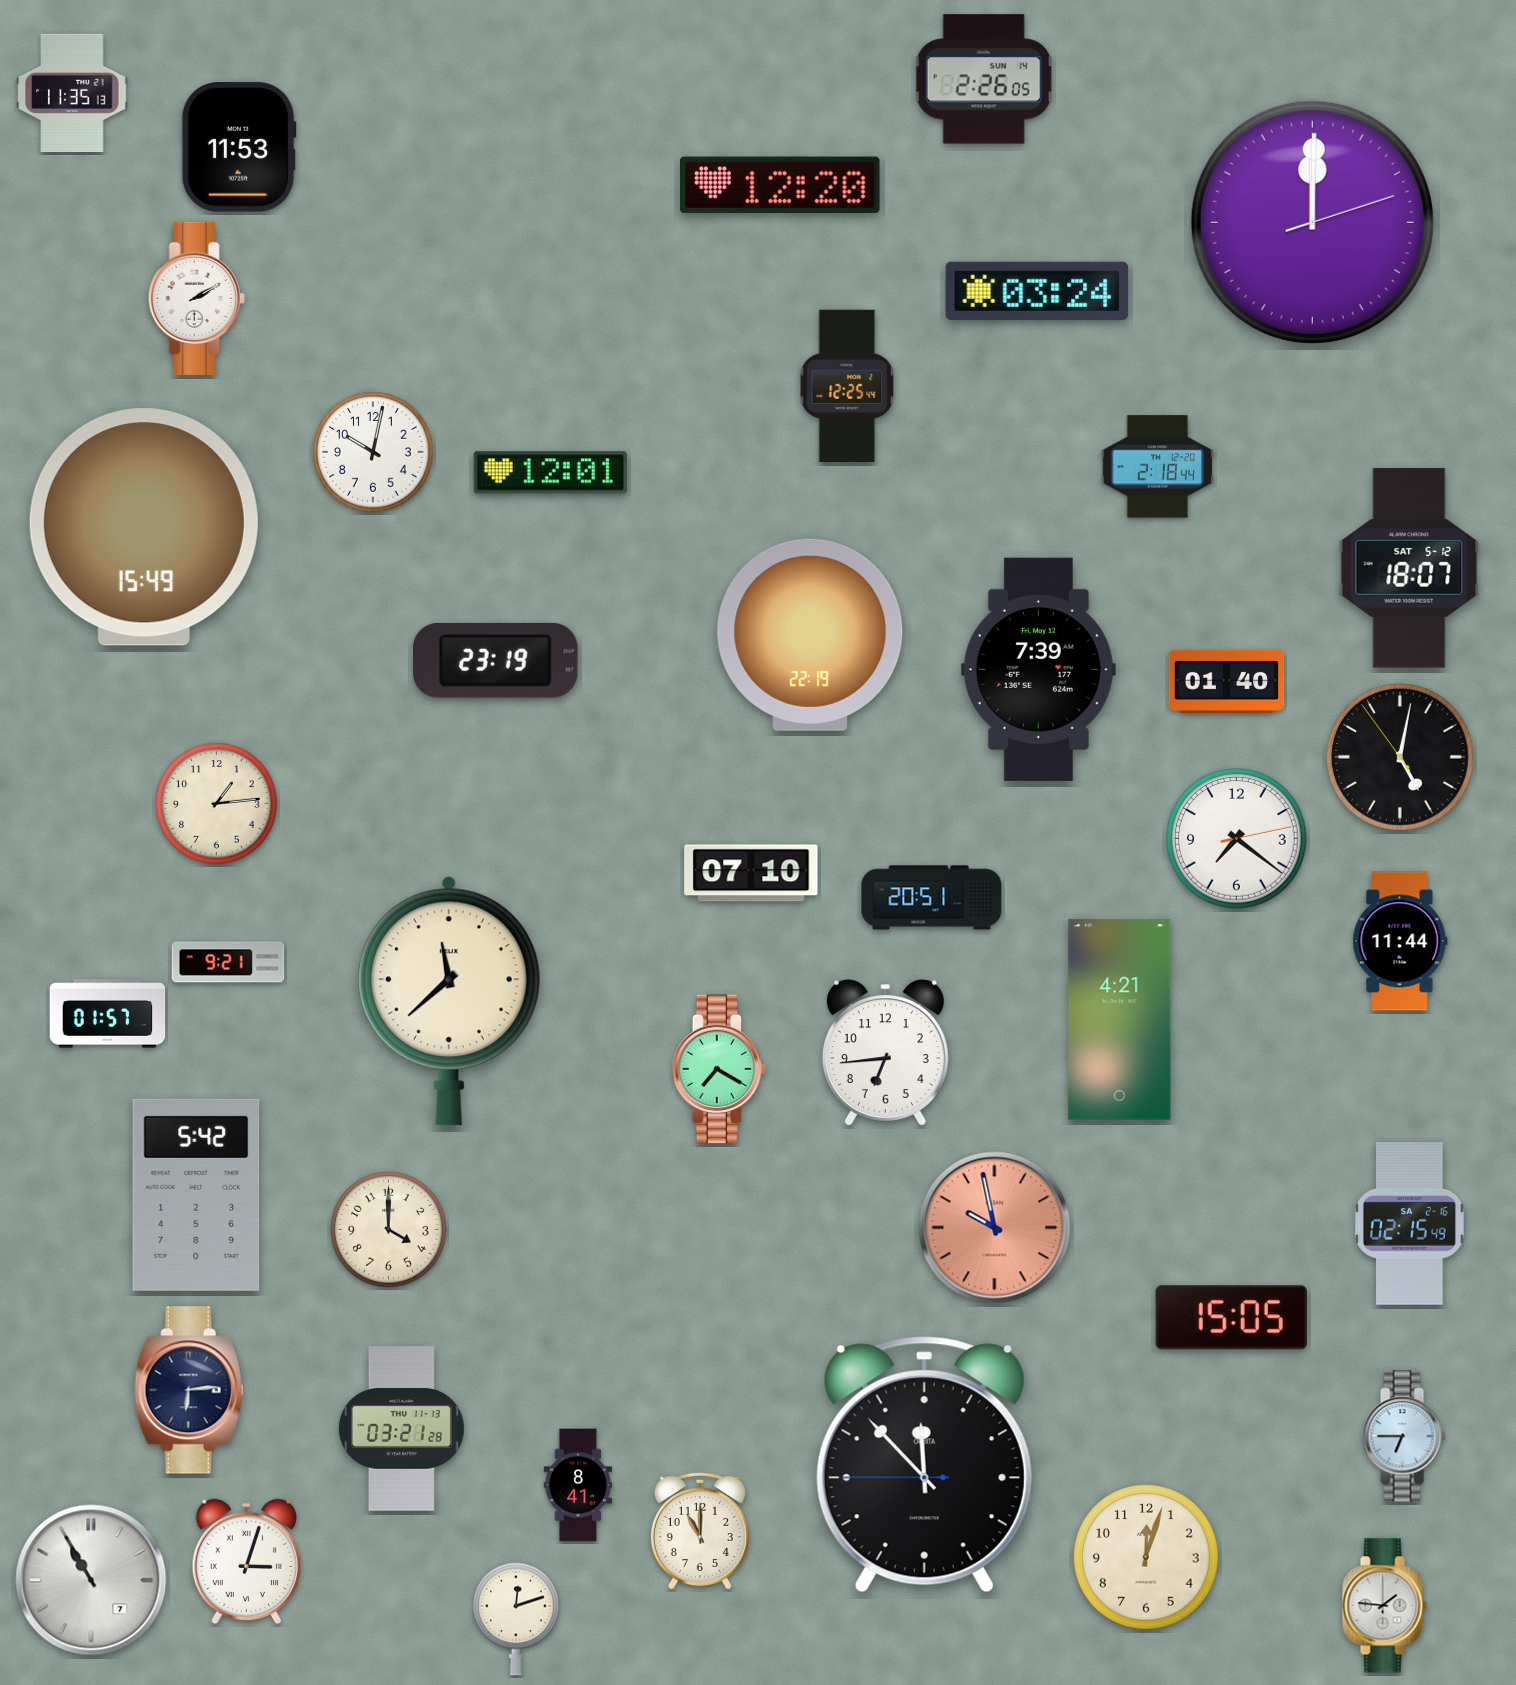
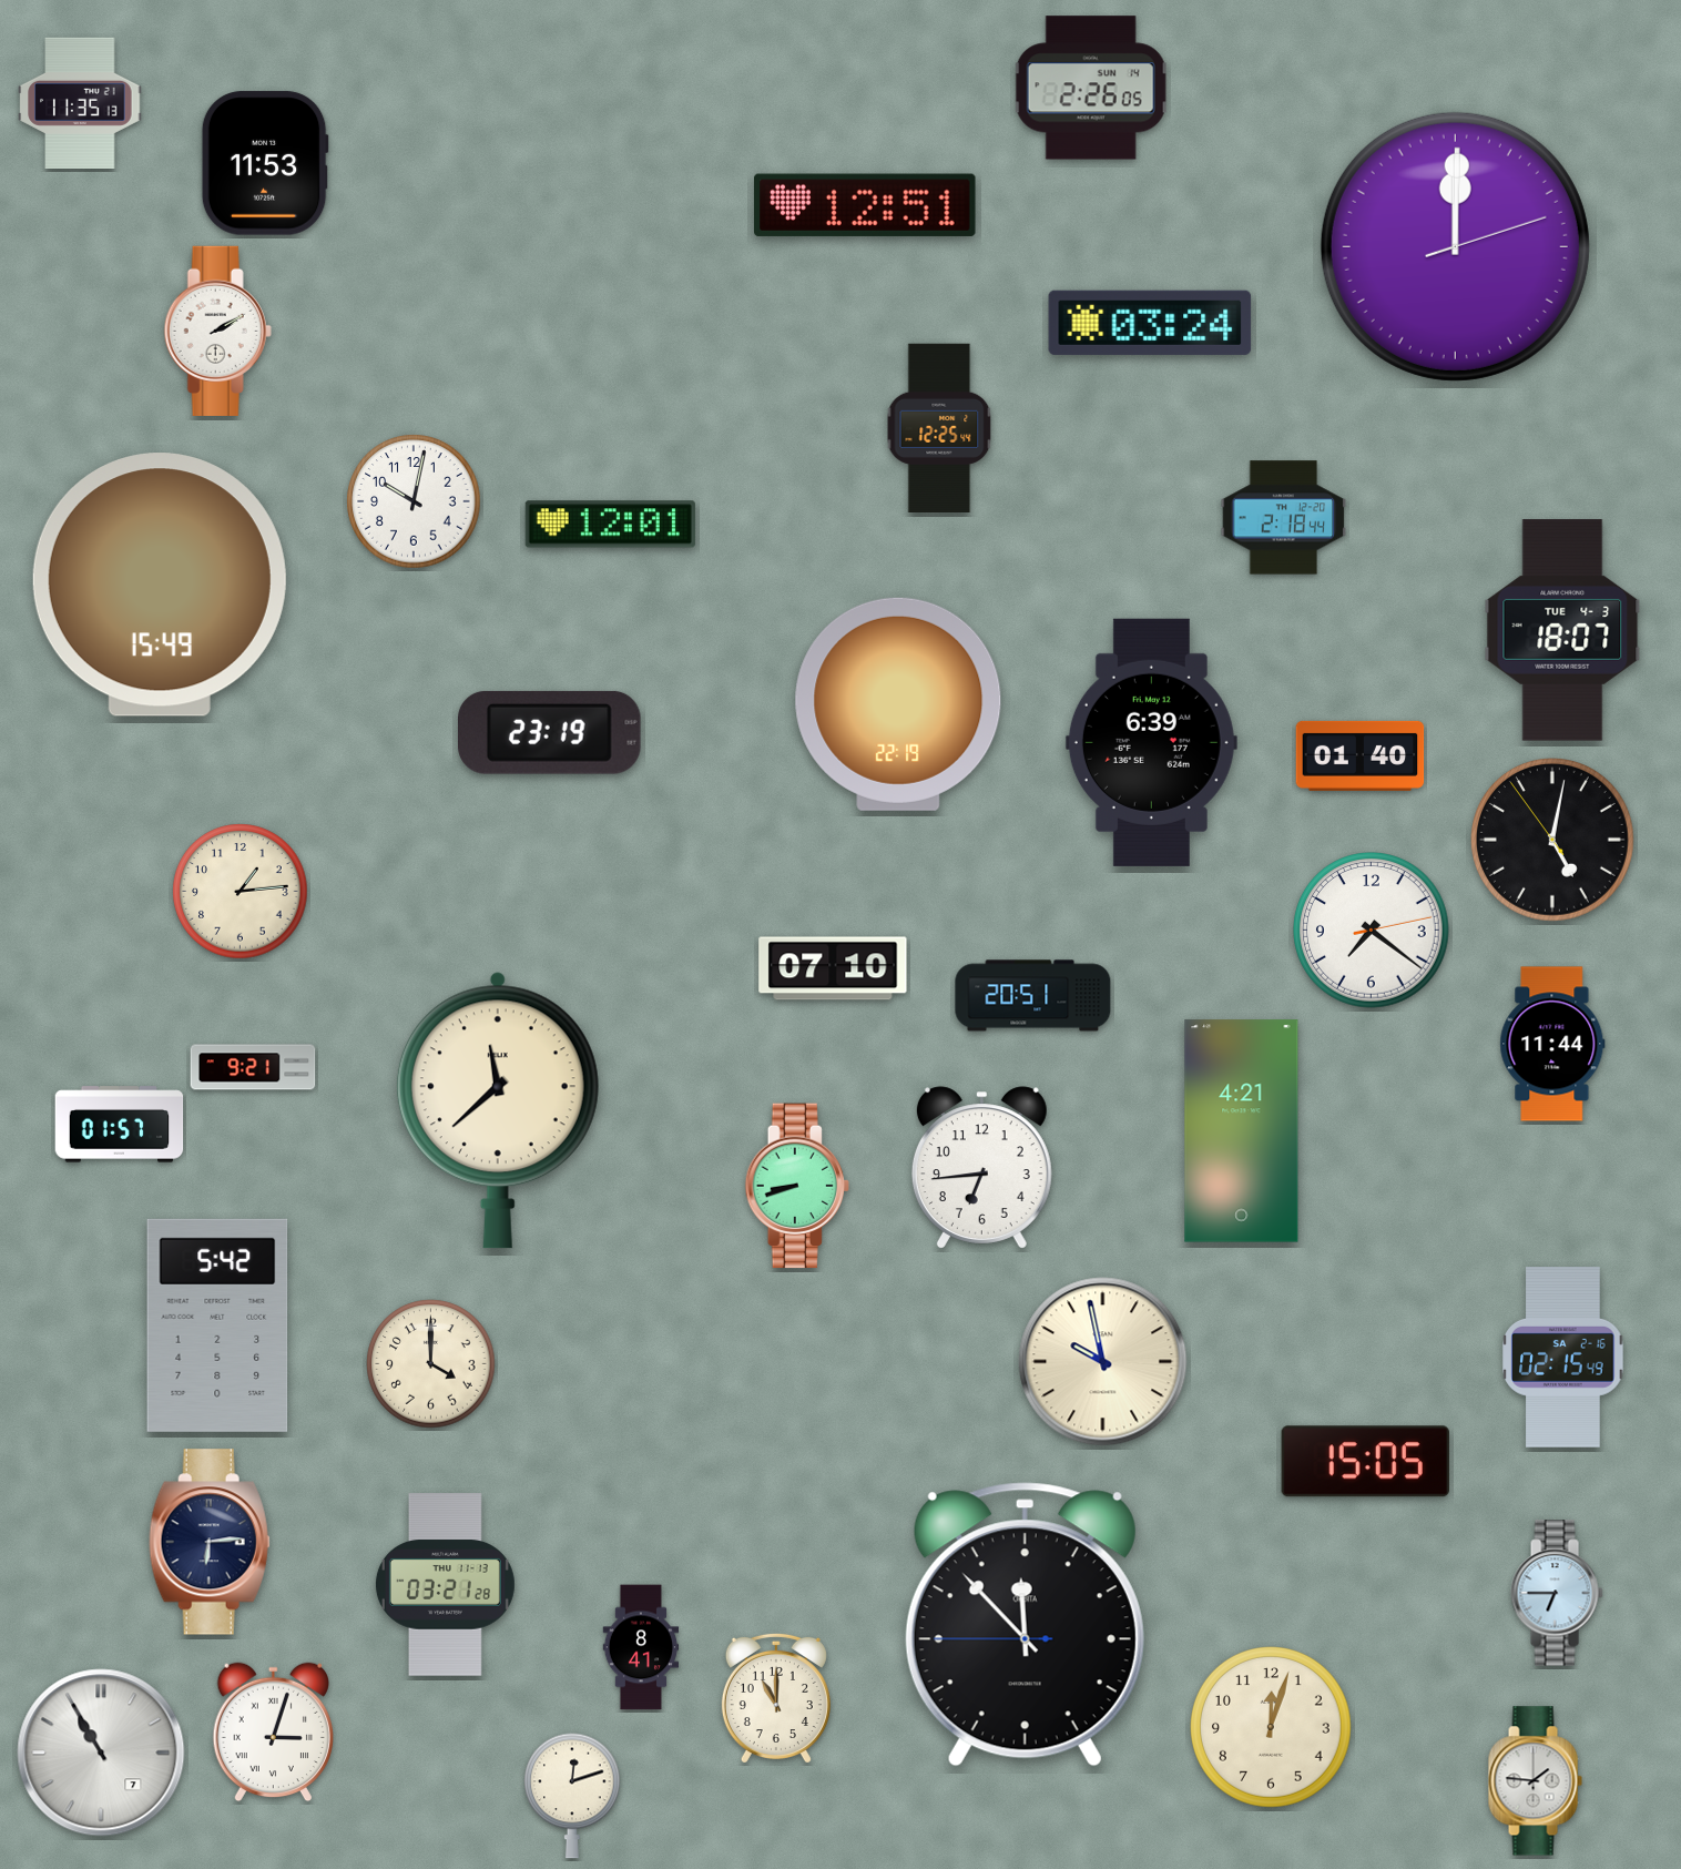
clock at (781, 185): 12:20 -> 12:51
clock at (1409, 568) date: SAT 5-12 -> TUE 4-3
clock at (1038, 669): 7:39 -> 6:39
clock at (719, 1069): 7:20 -> 8:42
clock at (995, 1228) dial: salmon -> cream
